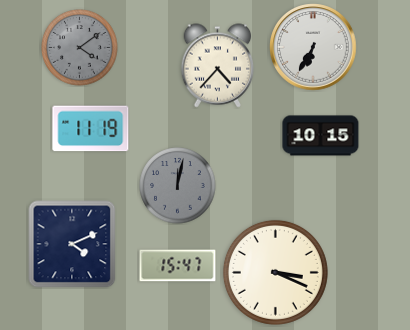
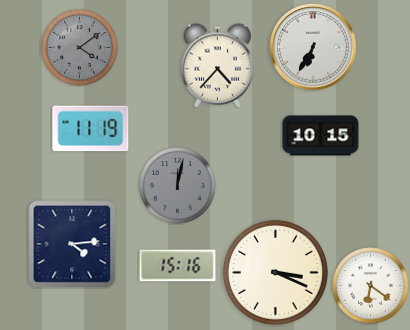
clock at (72, 244): 4:11 -> 4:14
clock at (178, 266): 15:47 -> 15:16
clock at (371, 286): none -> 6:21
